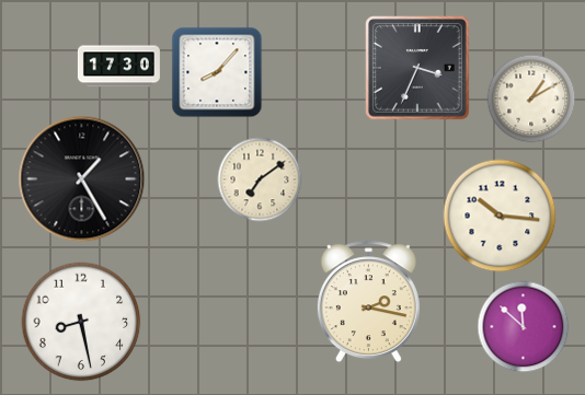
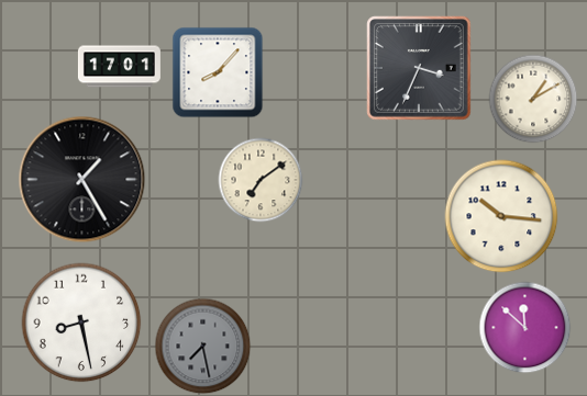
clock at (118, 67): 17:30 -> 17:01
clock at (368, 302): 2:17 -> none
clock at (203, 347): none -> 7:28
